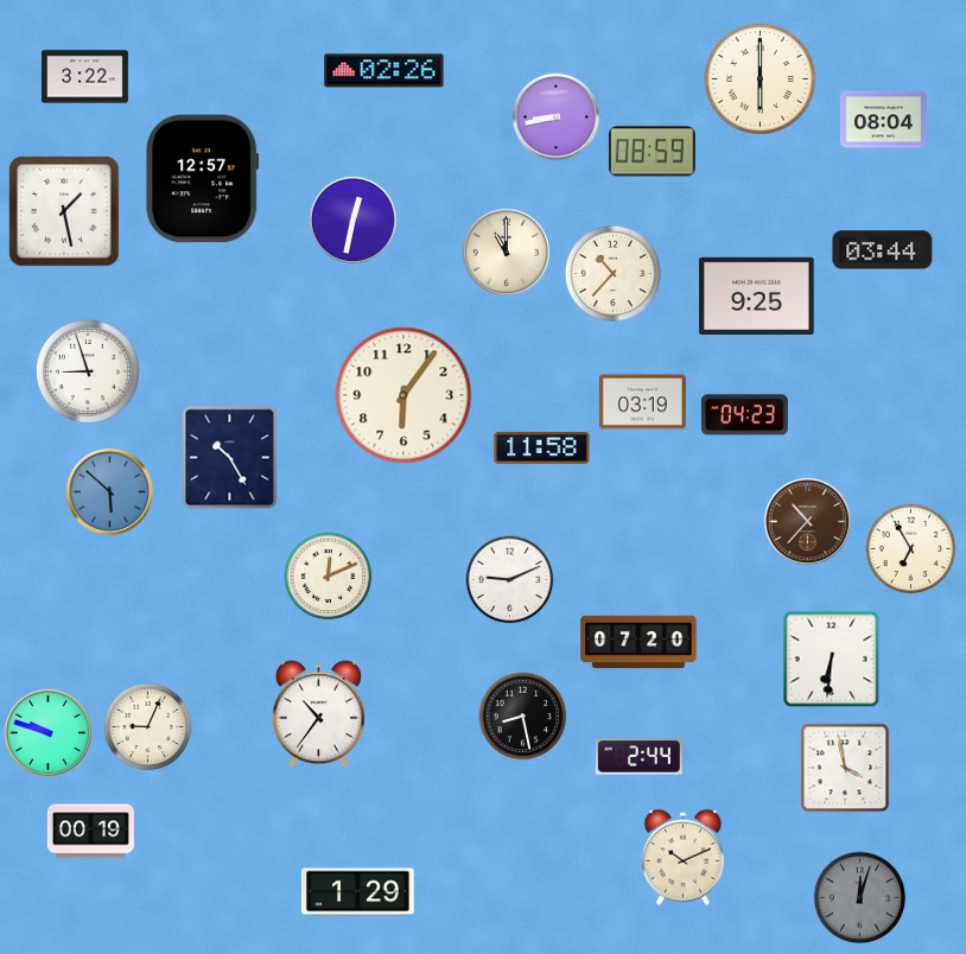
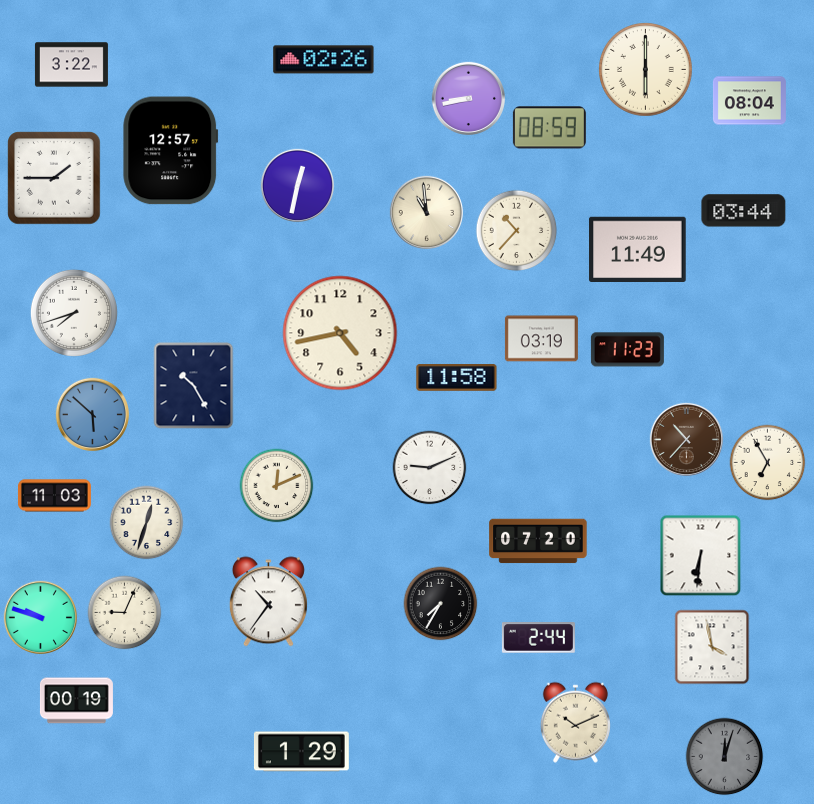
clock at (761, 79) position: (761, 79) -> (646, 70)
clock at (883, 120) position: (883, 120) -> (749, 101)
clock at (64, 211): 1:28 -> 1:45
clock at (506, 252): 11:00 -> 10:59
clock at (757, 295): 9:25 -> 11:49
clock at (88, 371): 8:57 -> 7:42
clock at (403, 395): 6:06 -> 4:43
clock at (744, 415): 04:23 -> 11:23
clock at (807, 521) position: (807, 521) -> (686, 439)
clock at (510, 580) position: (510, 580) -> (430, 468)
clock at (54, 496): none -> 11:03
clock at (147, 523): none -> 12:33
clock at (523, 717): 8:28 -> 7:35
